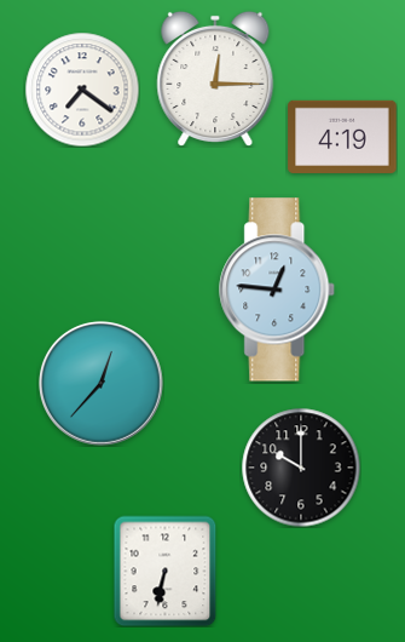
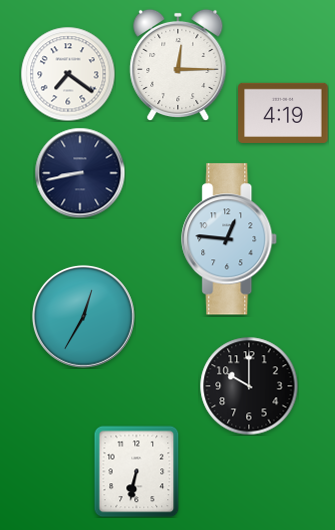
clock at (80, 173): none -> 8:43
clock at (100, 383): 12:37 -> 12:35
